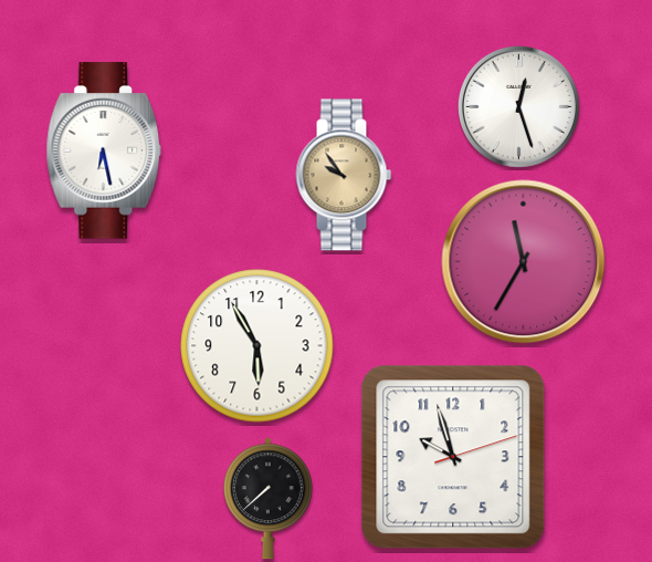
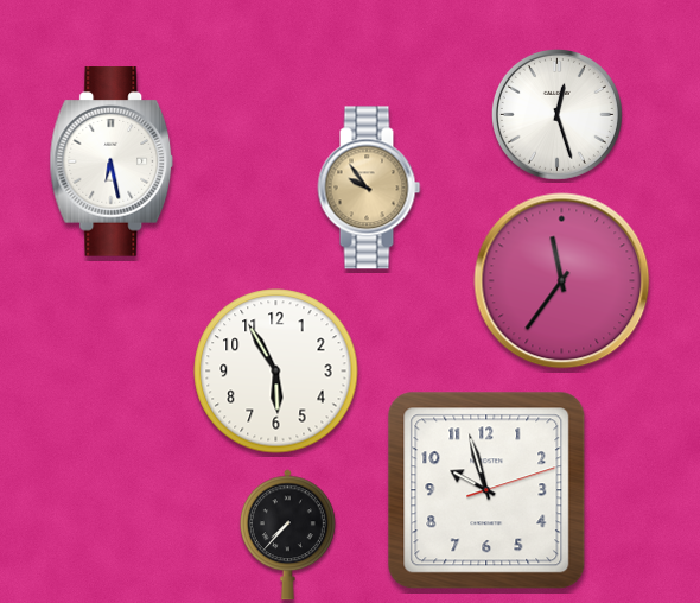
clock at (524, 262): 11:35 -> 11:36
clock at (267, 499): 7:38 -> 7:37
